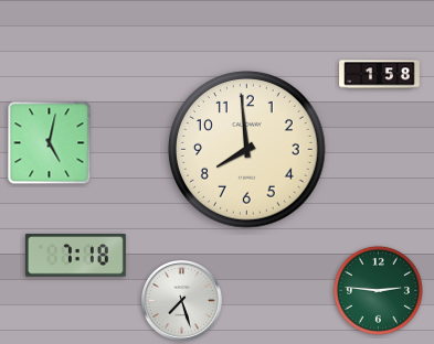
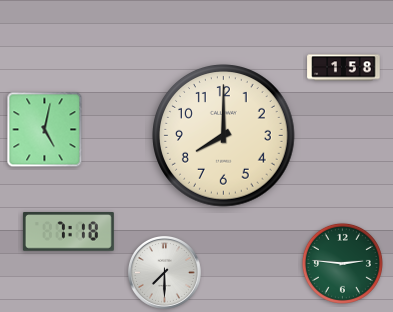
clock at (247, 150): 7:59 -> 8:00
clock at (181, 300): 7:27 -> 7:30
